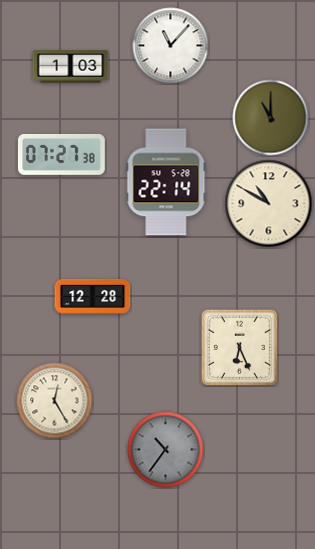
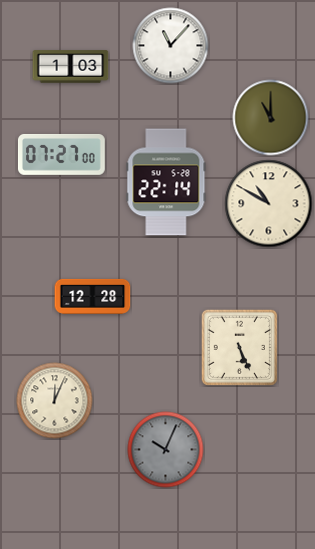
clock at (61, 154): 07:27:38 -> 07:27:00
clock at (239, 347): 6:26 -> 5:26
clock at (55, 401): 12:25 -> 12:04
clock at (166, 450): 10:36 -> 10:04
